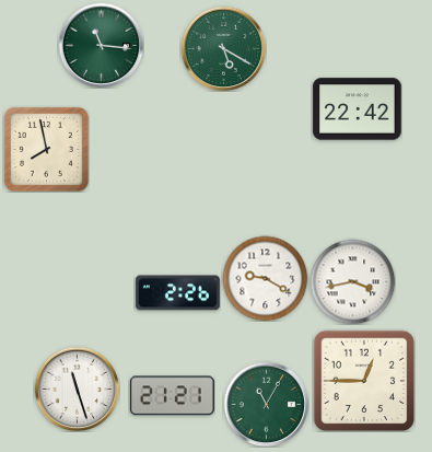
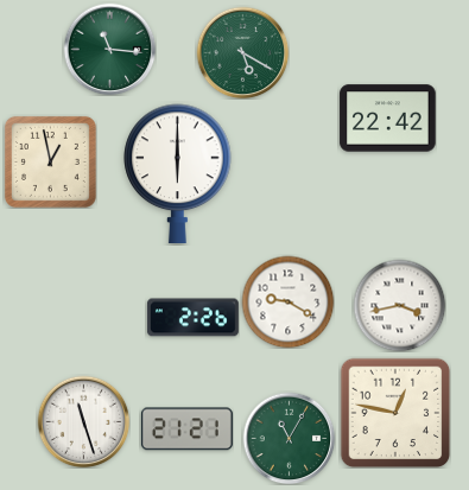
clock at (46, 149): 7:58 -> 12:58
clock at (178, 173): none -> 6:00
clock at (352, 281) position: (352, 281) -> (399, 305)
clock at (364, 381): 12:45 -> 12:47
